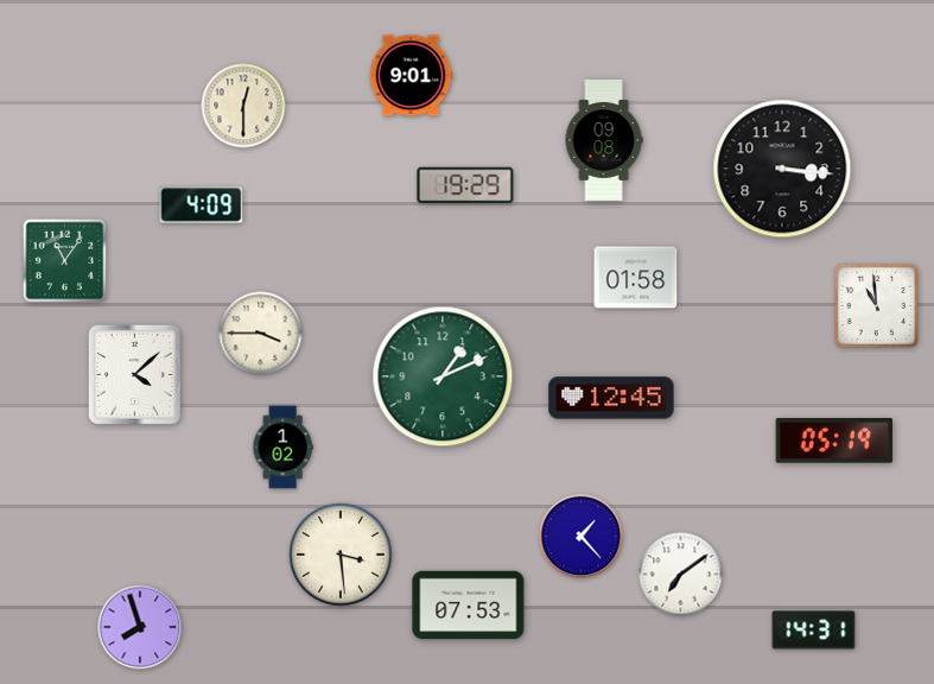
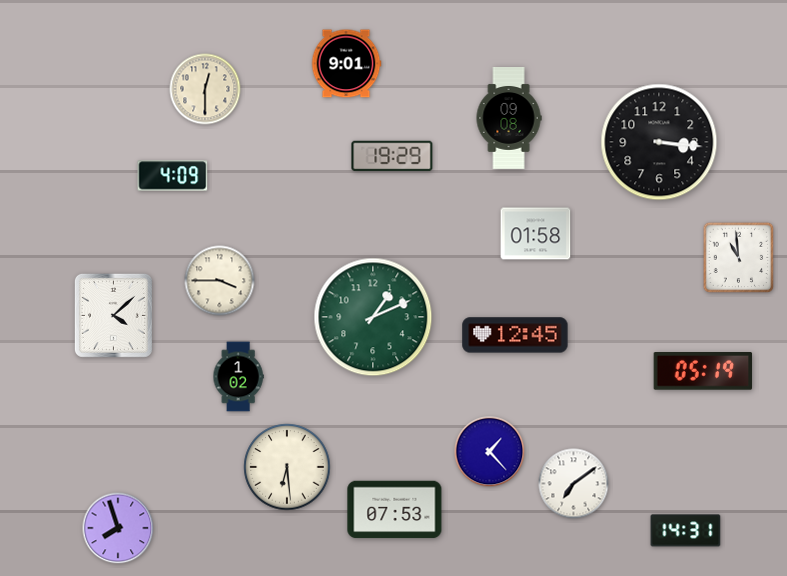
clock at (202, 205) position: (202, 205) -> (173, 176)
clock at (65, 261): 11:06 -> none
clock at (341, 555): 3:29 -> 6:29
